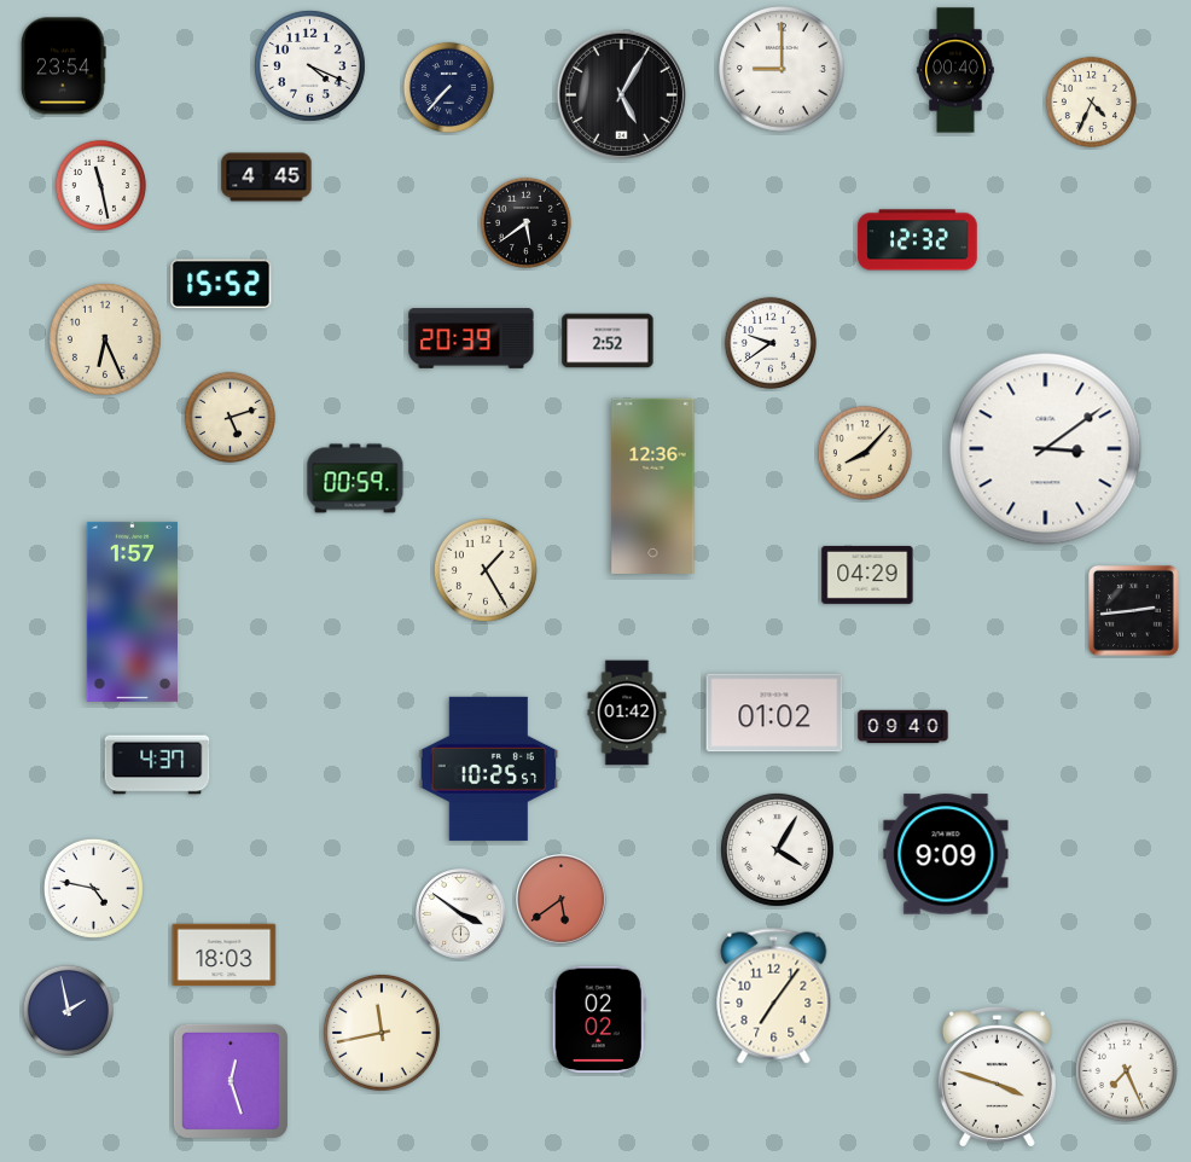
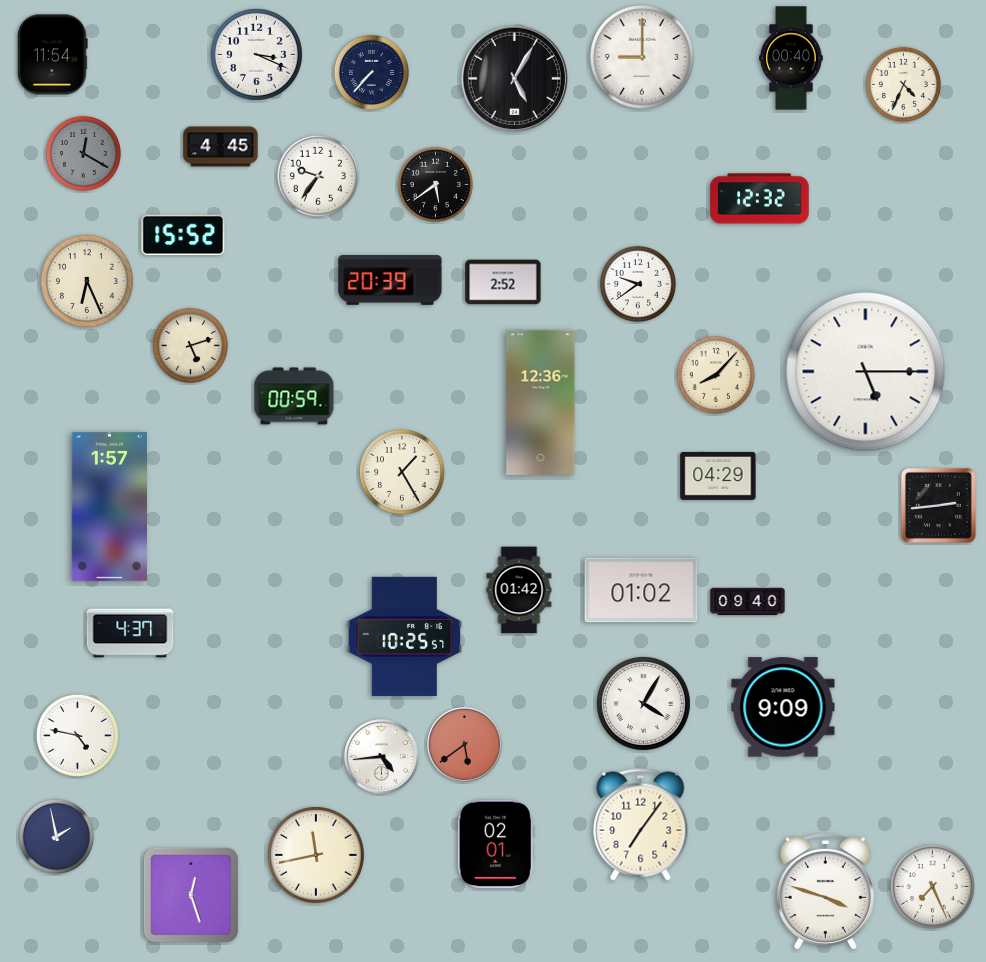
clock at (309, 65): 4:19 -> 3:19
clock at (64, 66): 23:54 -> 11:54
clock at (782, 69) position: (782, 69) -> (642, 57)
clock at (100, 185): 11:28 -> 12:20
clock at (100, 185) dial: white -> grey
clock at (318, 176): none -> 9:36
clock at (1046, 449): 3:09 -> 5:15
clock at (461, 914): 3:51 -> 4:44
clock at (225, 955): 18:03 -> none
clock at (599, 1019): 02:02 -> 02:01
